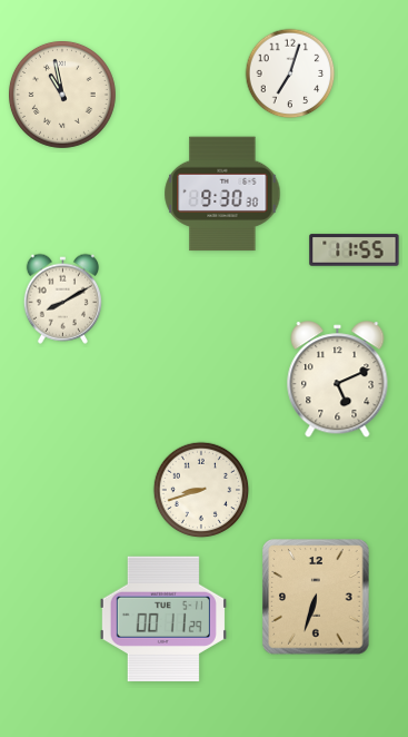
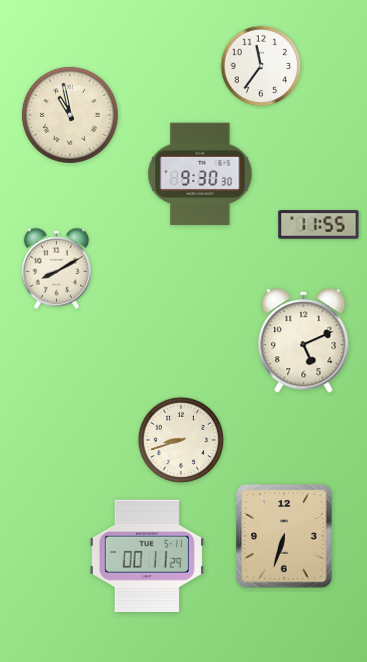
clock at (290, 73): 7:03 -> 11:36
clock at (62, 95) position: (62, 95) -> (70, 115)
